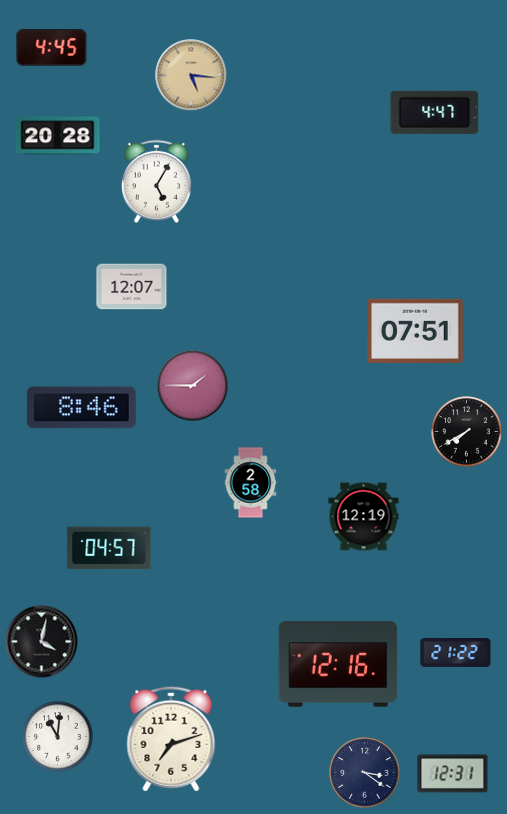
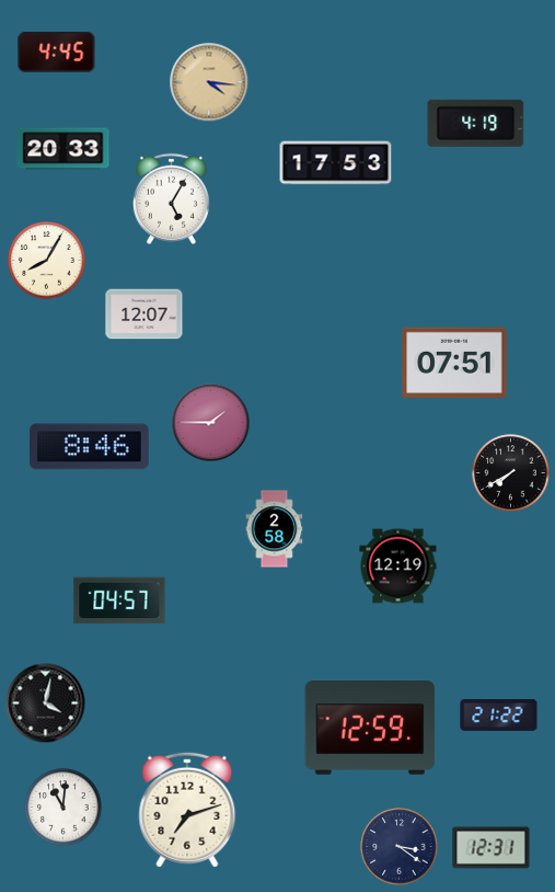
clock at (191, 75): 5:16 -> 4:16
clock at (435, 112): 4:47 -> 4:19
clock at (58, 136): 20:28 -> 20:33
clock at (336, 163): none -> 17:53
clock at (47, 261): none -> 8:05
clock at (338, 664): 12:16 -> 12:59
clock at (453, 774) position: (453, 774) -> (492, 848)
